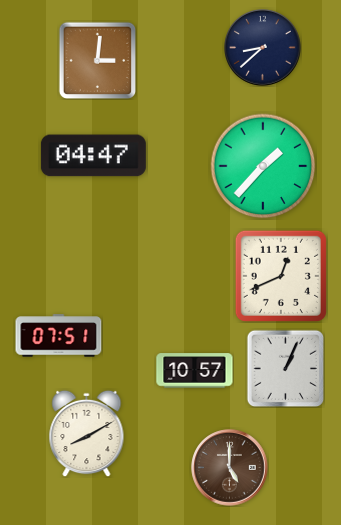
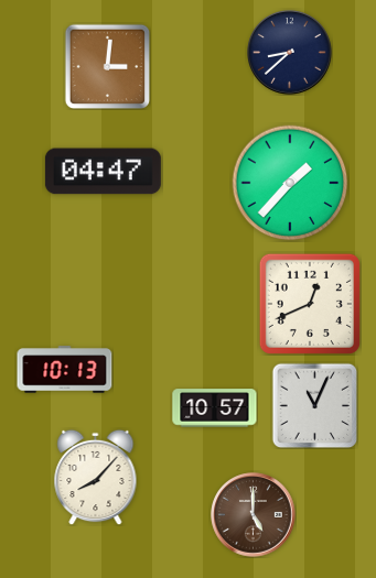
clock at (59, 336): 07:51 -> 10:13
clock at (285, 368): 1:04 -> 11:04
clock at (87, 433): 8:10 -> 8:07
